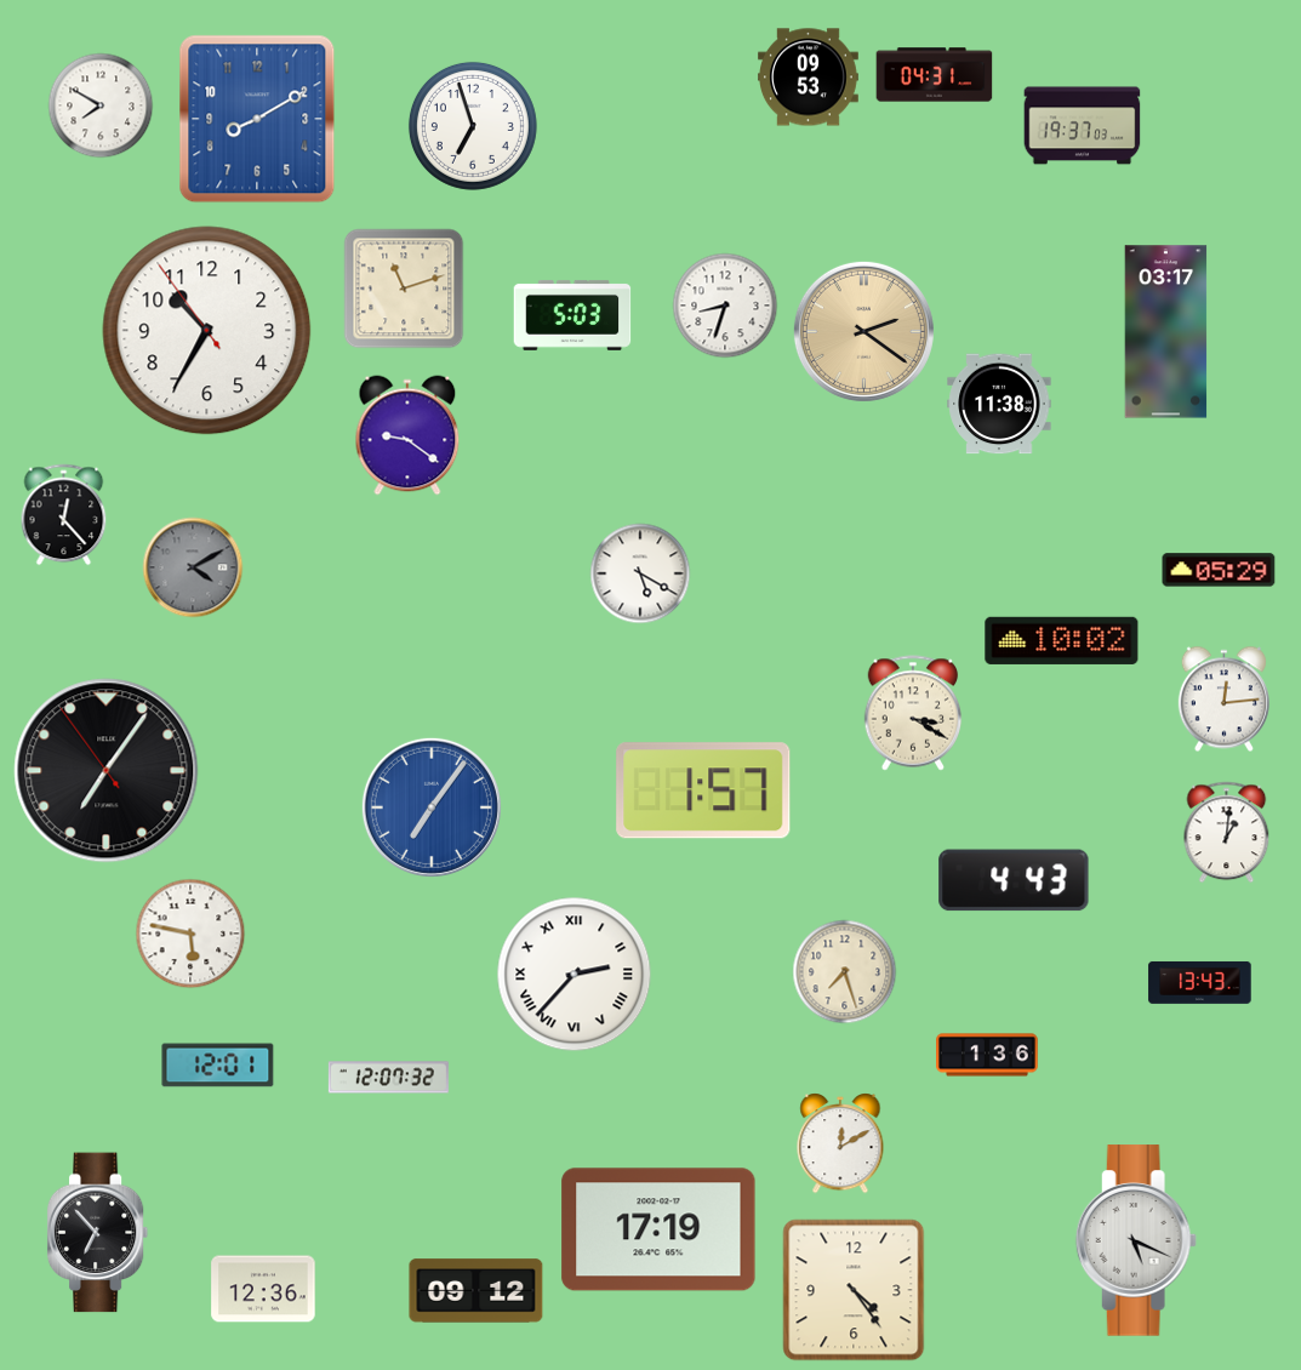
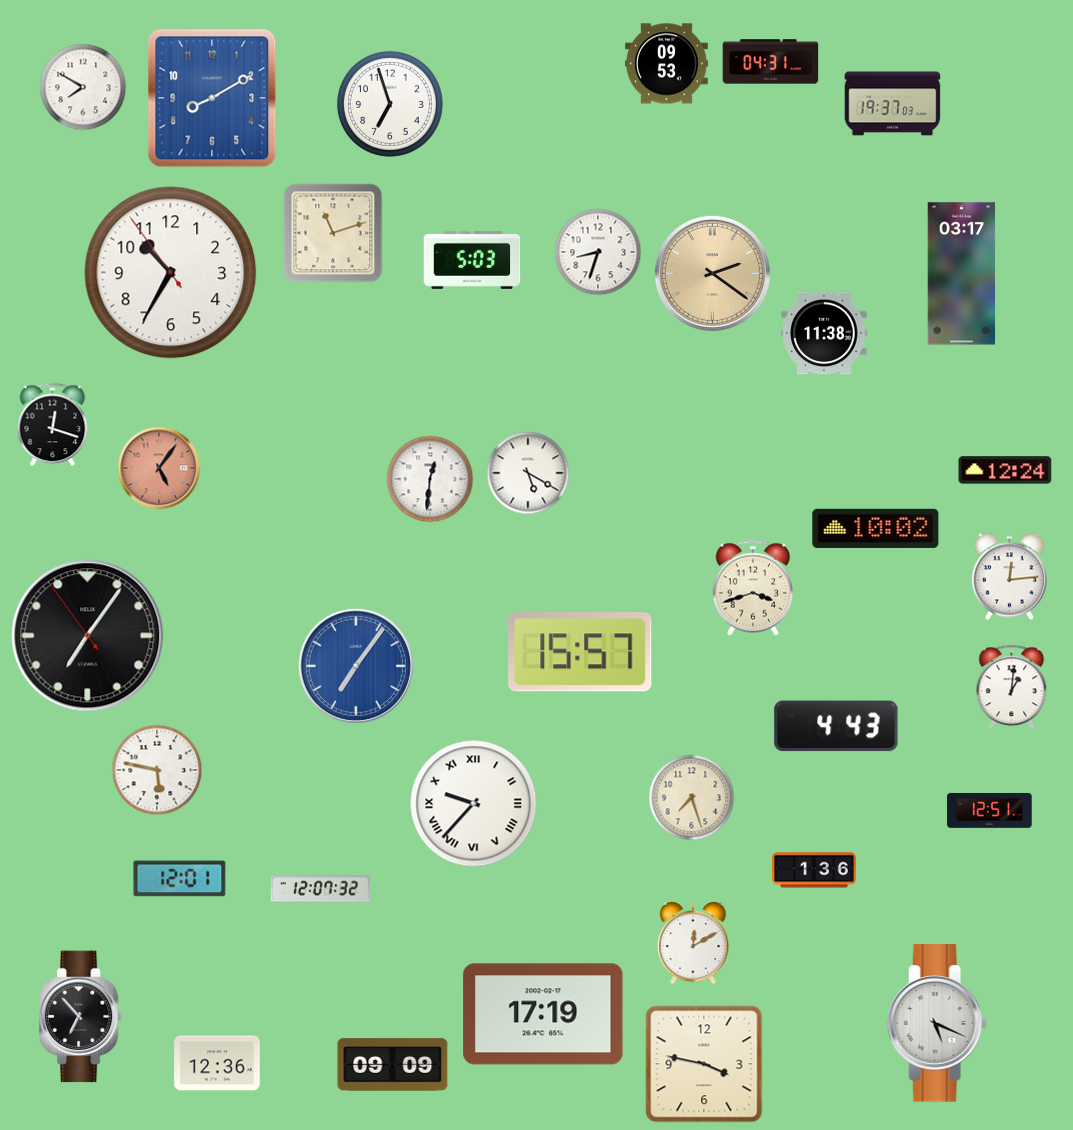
clock at (404, 289) position: (404, 289) -> (333, 233)
clock at (407, 435): 9:21 -> none
clock at (64, 515): 12:23 -> 12:18
clock at (193, 567): 4:10 -> 5:06
clock at (193, 567) dial: grey -> salmon
clock at (1219, 570): 05:29 -> 12:24
clock at (430, 479): none -> 12:31
clock at (913, 713): 3:20 -> 3:42
clock at (703, 790): 1:57 -> 15:57
clock at (845, 972) position: (845, 972) -> (692, 798)
clock at (575, 975): 2:37 -> 9:37
clock at (1200, 982): 13:43 -> 12:51
clock at (854, 1290): 4:24 -> 3:47
clock at (477, 1291): 09:12 -> 09:09
